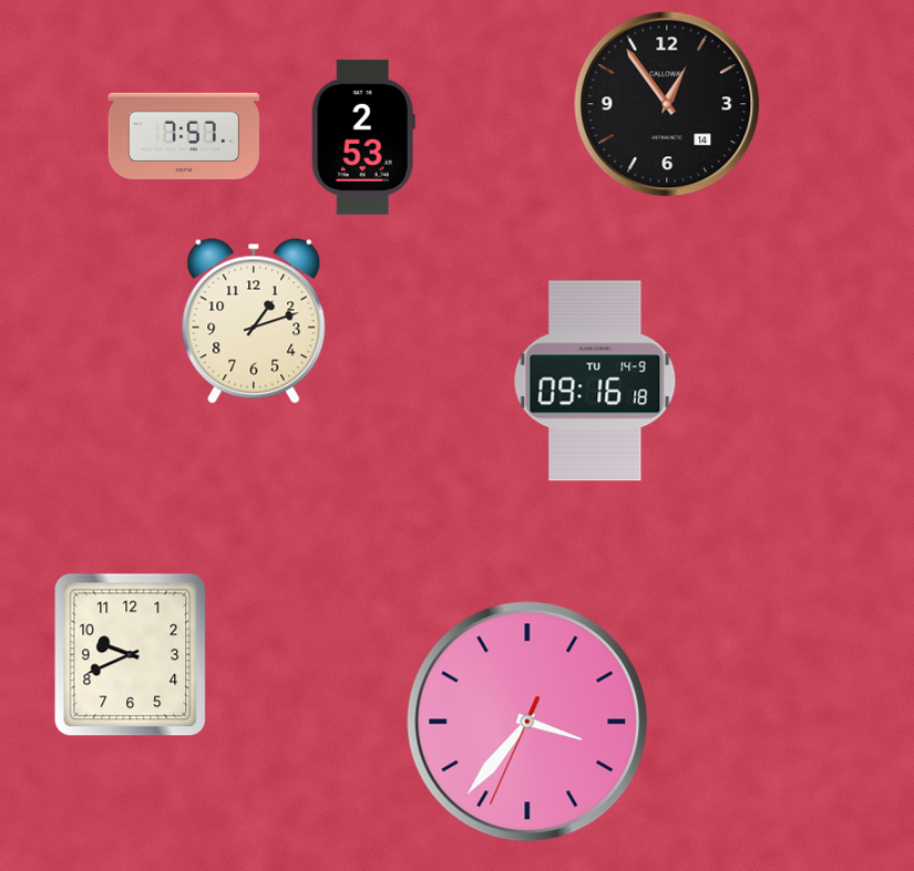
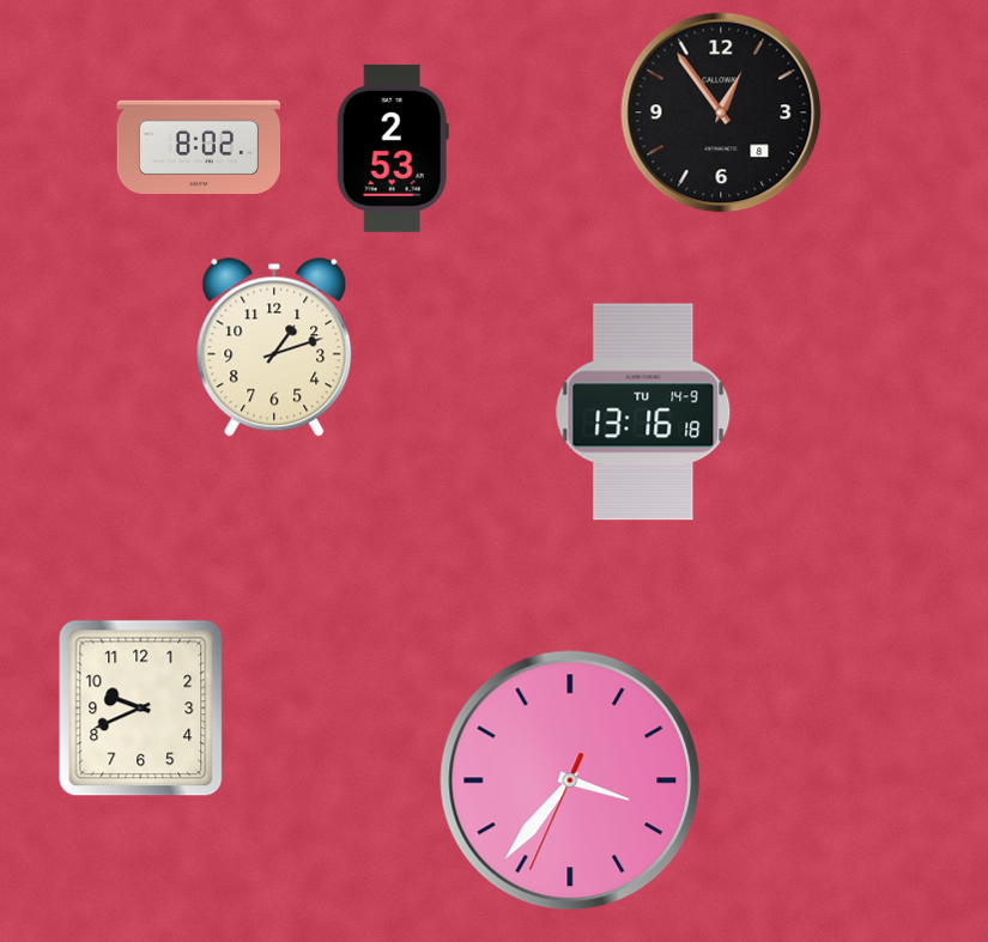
clock at (667, 104) date: 14 -> 8
clock at (183, 135): 7:57 -> 8:02
clock at (595, 381): 09:16 -> 13:16
